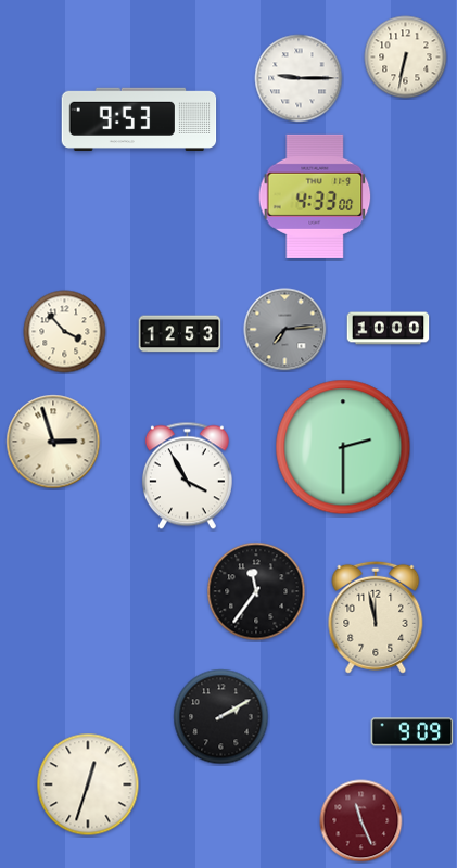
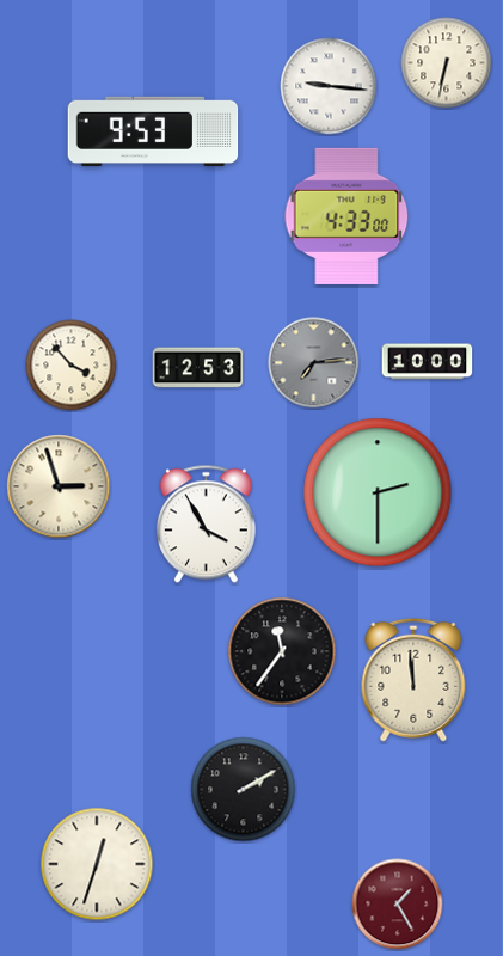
clock at (299, 78): 9:15 -> 9:16
clock at (376, 617): 11:58 -> 11:59
clock at (412, 732): 9:09 -> none
clock at (361, 821): 11:26 -> 1:25
